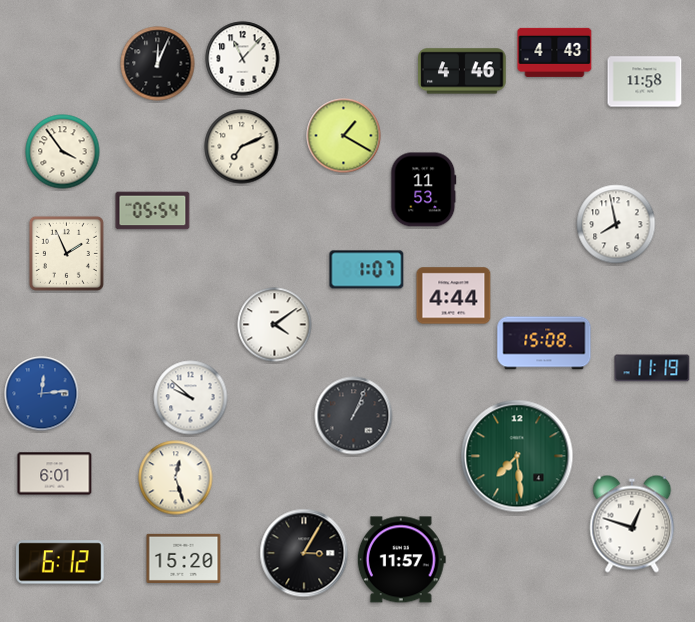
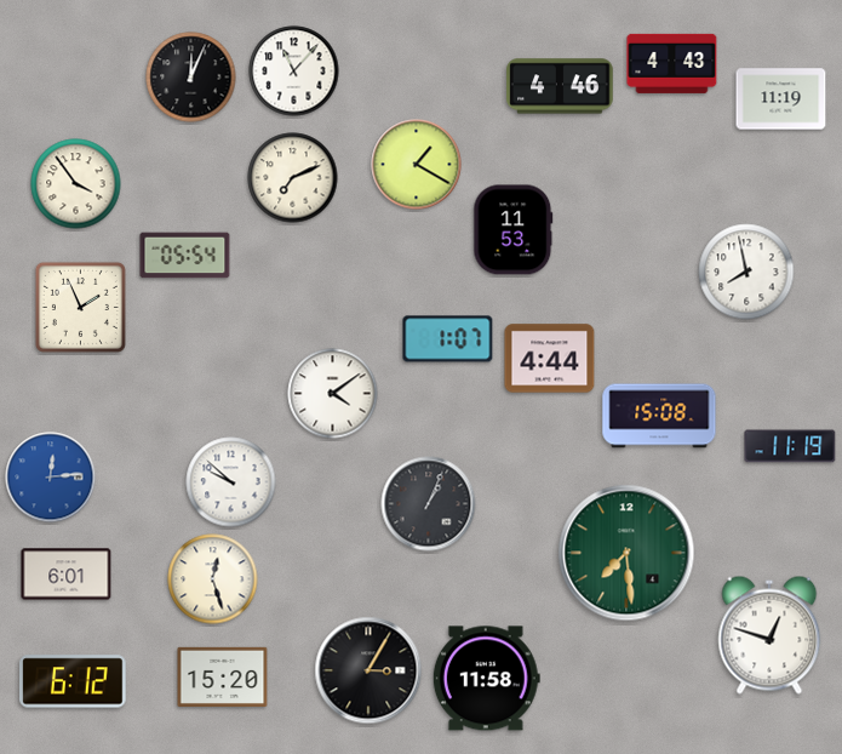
clock at (645, 82): 11:58 -> 11:19
clock at (367, 270) position: (367, 270) -> (448, 339)
clock at (632, 524) position: (632, 524) -> (769, 635)
clock at (401, 560): 11:57 -> 11:58
